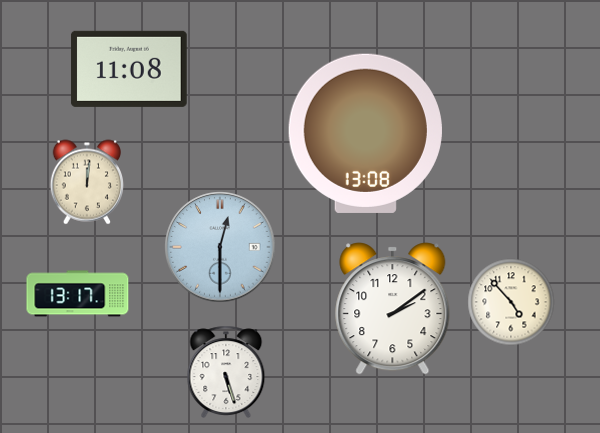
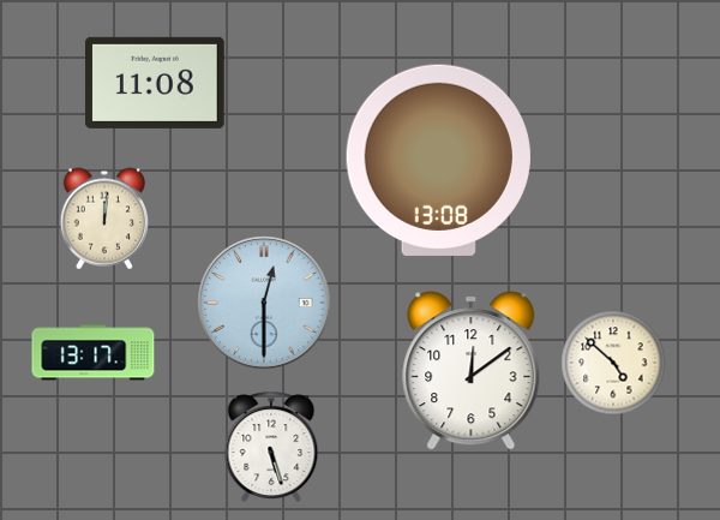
clock at (220, 247) position: (220, 247) -> (264, 303)
clock at (511, 302): 4:53 -> 4:52
clock at (393, 309): 2:09 -> 12:09
